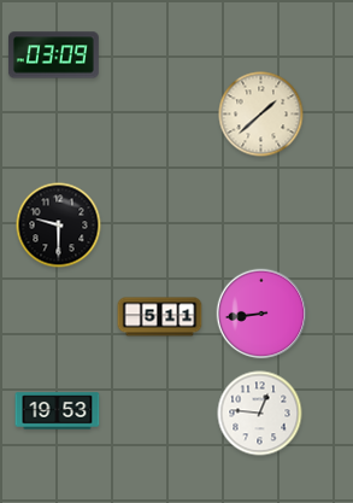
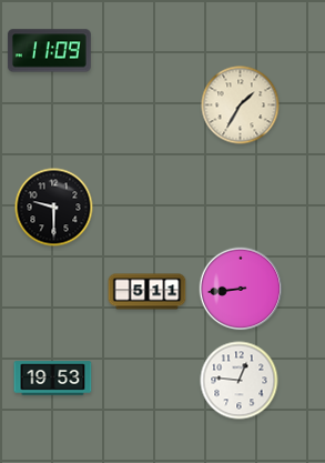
clock at (53, 55): 03:09 -> 11:09
clock at (261, 115): 1:38 -> 1:35
